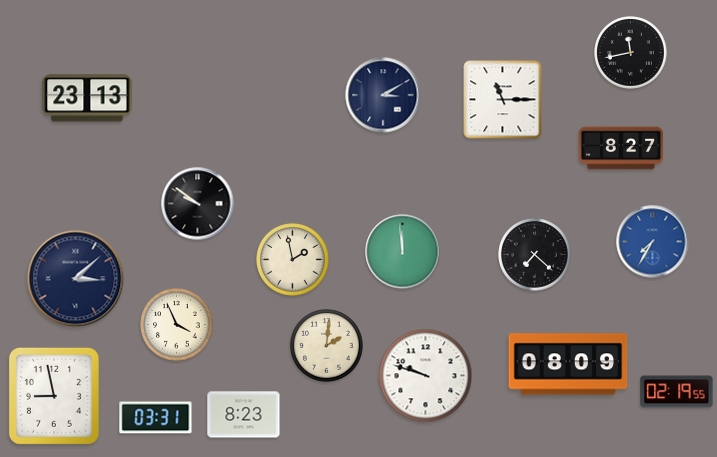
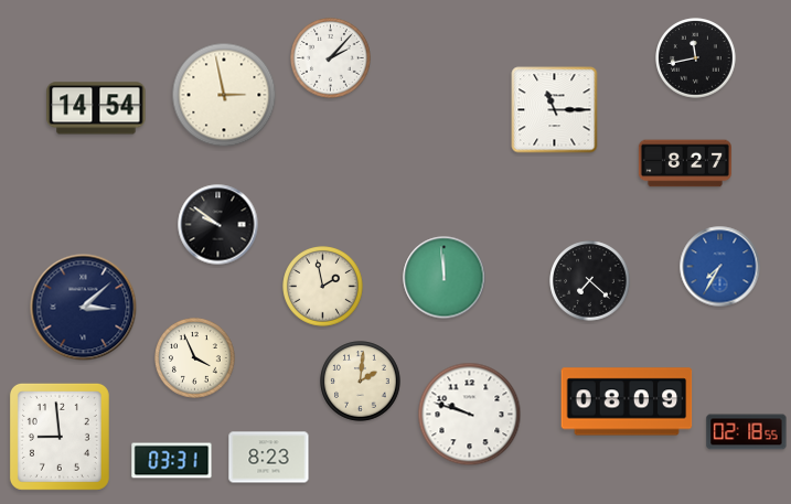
clock at (331, 58): none -> 2:07
clock at (224, 95): none -> 2:58
clock at (383, 95): 3:10 -> none
clock at (87, 98): 23:13 -> 14:54
clock at (677, 392): 02:19 -> 02:18
clock at (54, 396): 8:58 -> 8:59
